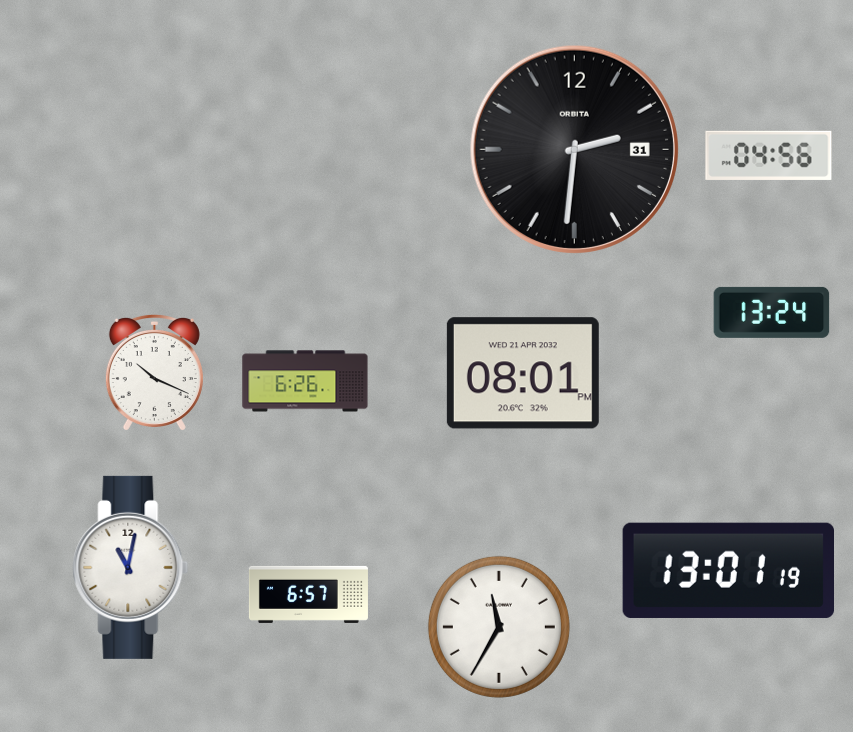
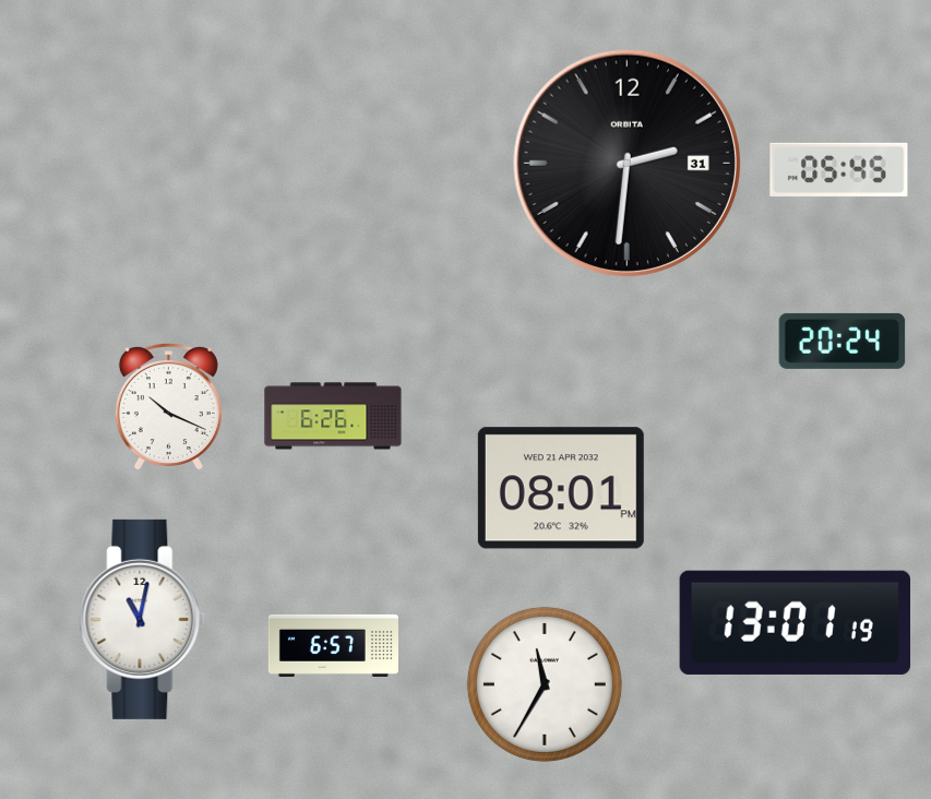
clock at (769, 155): 04:56 -> 05:45
clock at (772, 312): 13:24 -> 20:24
clock at (523, 373) position: (523, 373) -> (561, 488)
clock at (308, 594) position: (308, 594) -> (333, 645)
